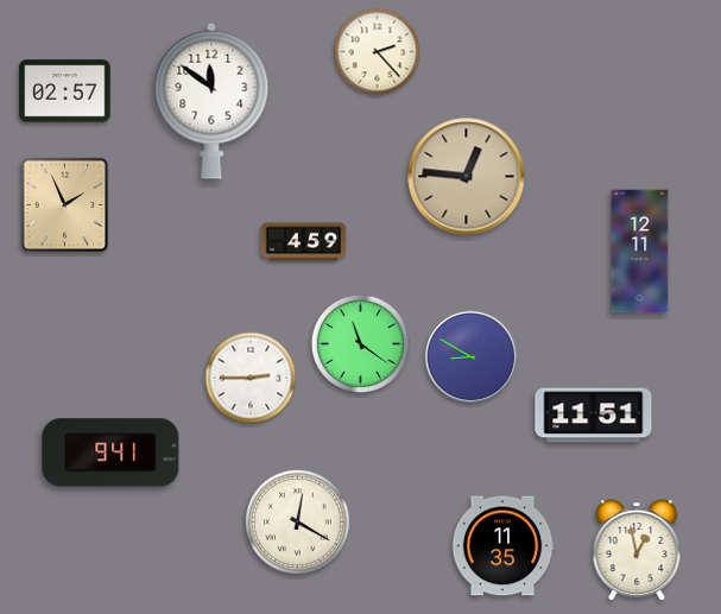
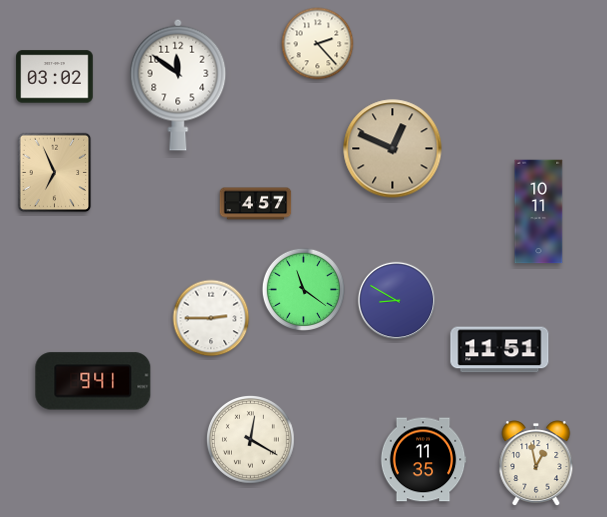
clock at (65, 91): 02:57 -> 03:02
clock at (467, 177): 12:46 -> 12:49
clock at (65, 205): 1:56 -> 6:56
clock at (304, 242): 4:59 -> 4:57
clock at (640, 252): 12:11 -> 10:11
